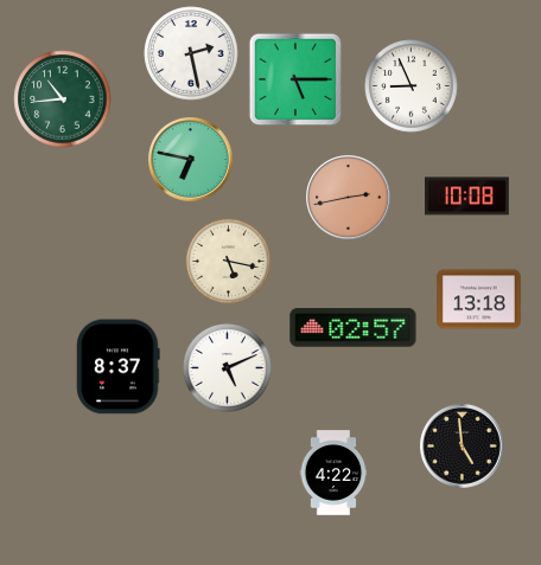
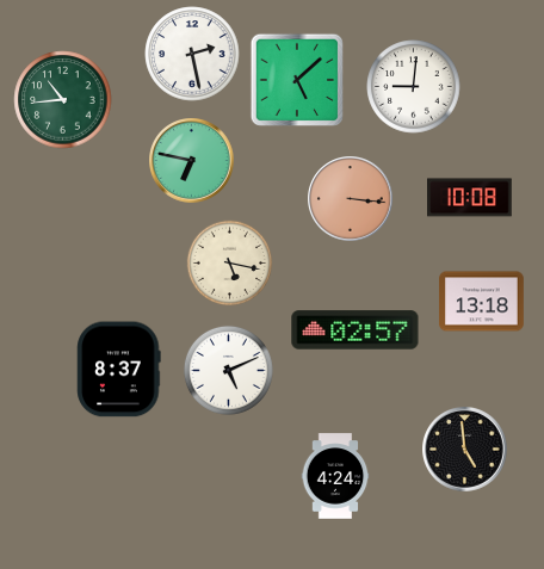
clock at (295, 79): 5:15 -> 5:08
clock at (412, 86): 8:56 -> 9:01
clock at (349, 198): 2:43 -> 3:16
clock at (333, 473): 4:22 -> 4:24
